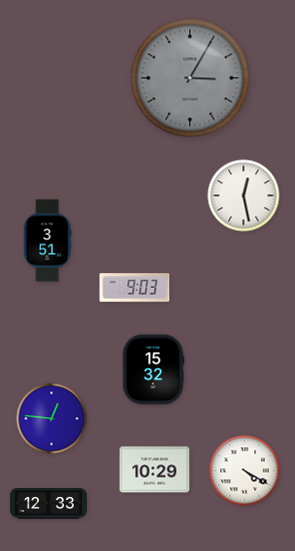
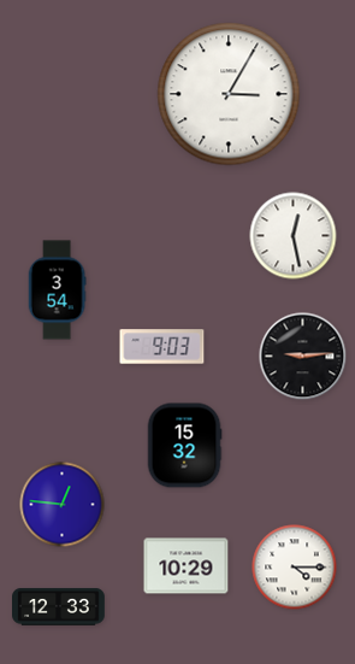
clock at (190, 78) dial: grey -> white
clock at (47, 241): 3:51 -> 3:54
clock at (303, 357): none -> 9:14
clock at (245, 471): 4:20 -> 4:15
